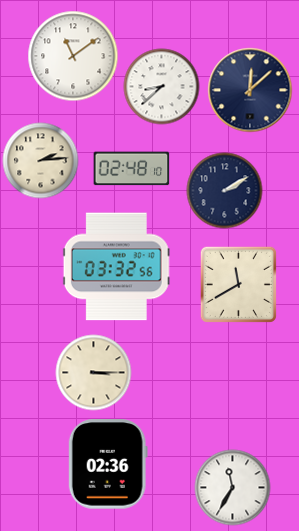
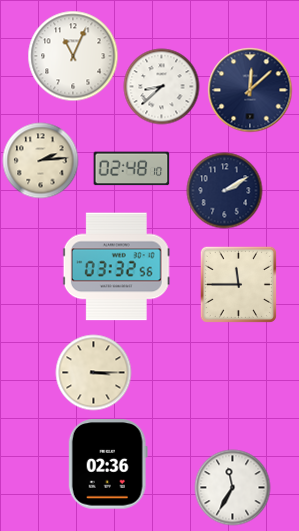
clock at (73, 56): 11:09 -> 11:04
clock at (238, 284): 11:40 -> 11:45
